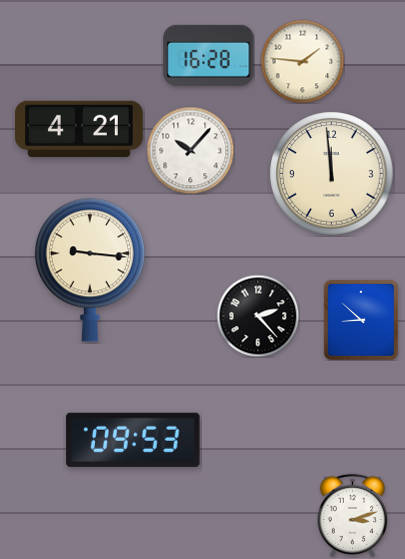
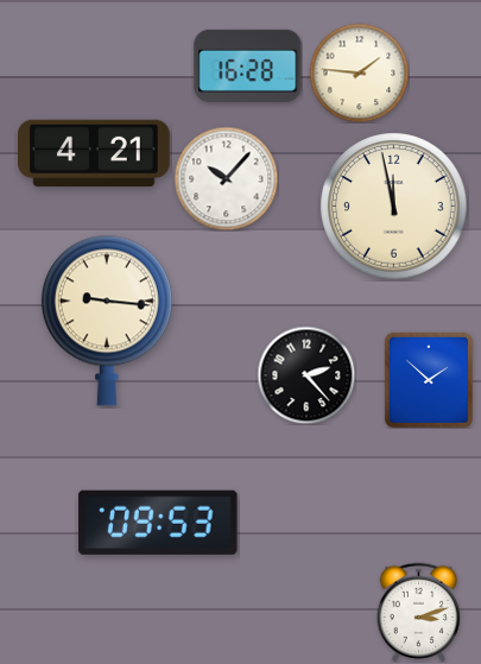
clock at (332, 174): 11:59 -> 11:58
clock at (361, 320): 8:52 -> 1:52
